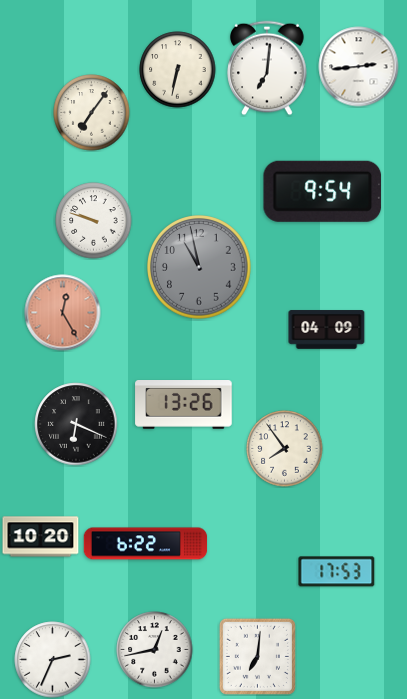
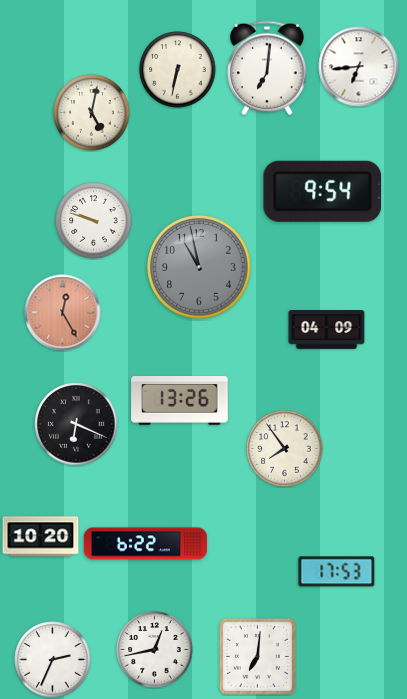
clock at (359, 67): 2:44 -> 6:44
clock at (92, 113): 7:06 -> 5:02
clock at (184, 405) position: (184, 405) -> (180, 401)
